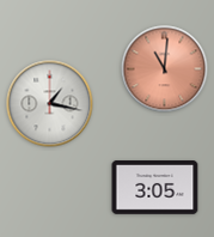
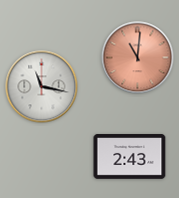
clock at (50, 104): 1:17 -> 11:17
clock at (155, 188): 3:05 -> 2:43
